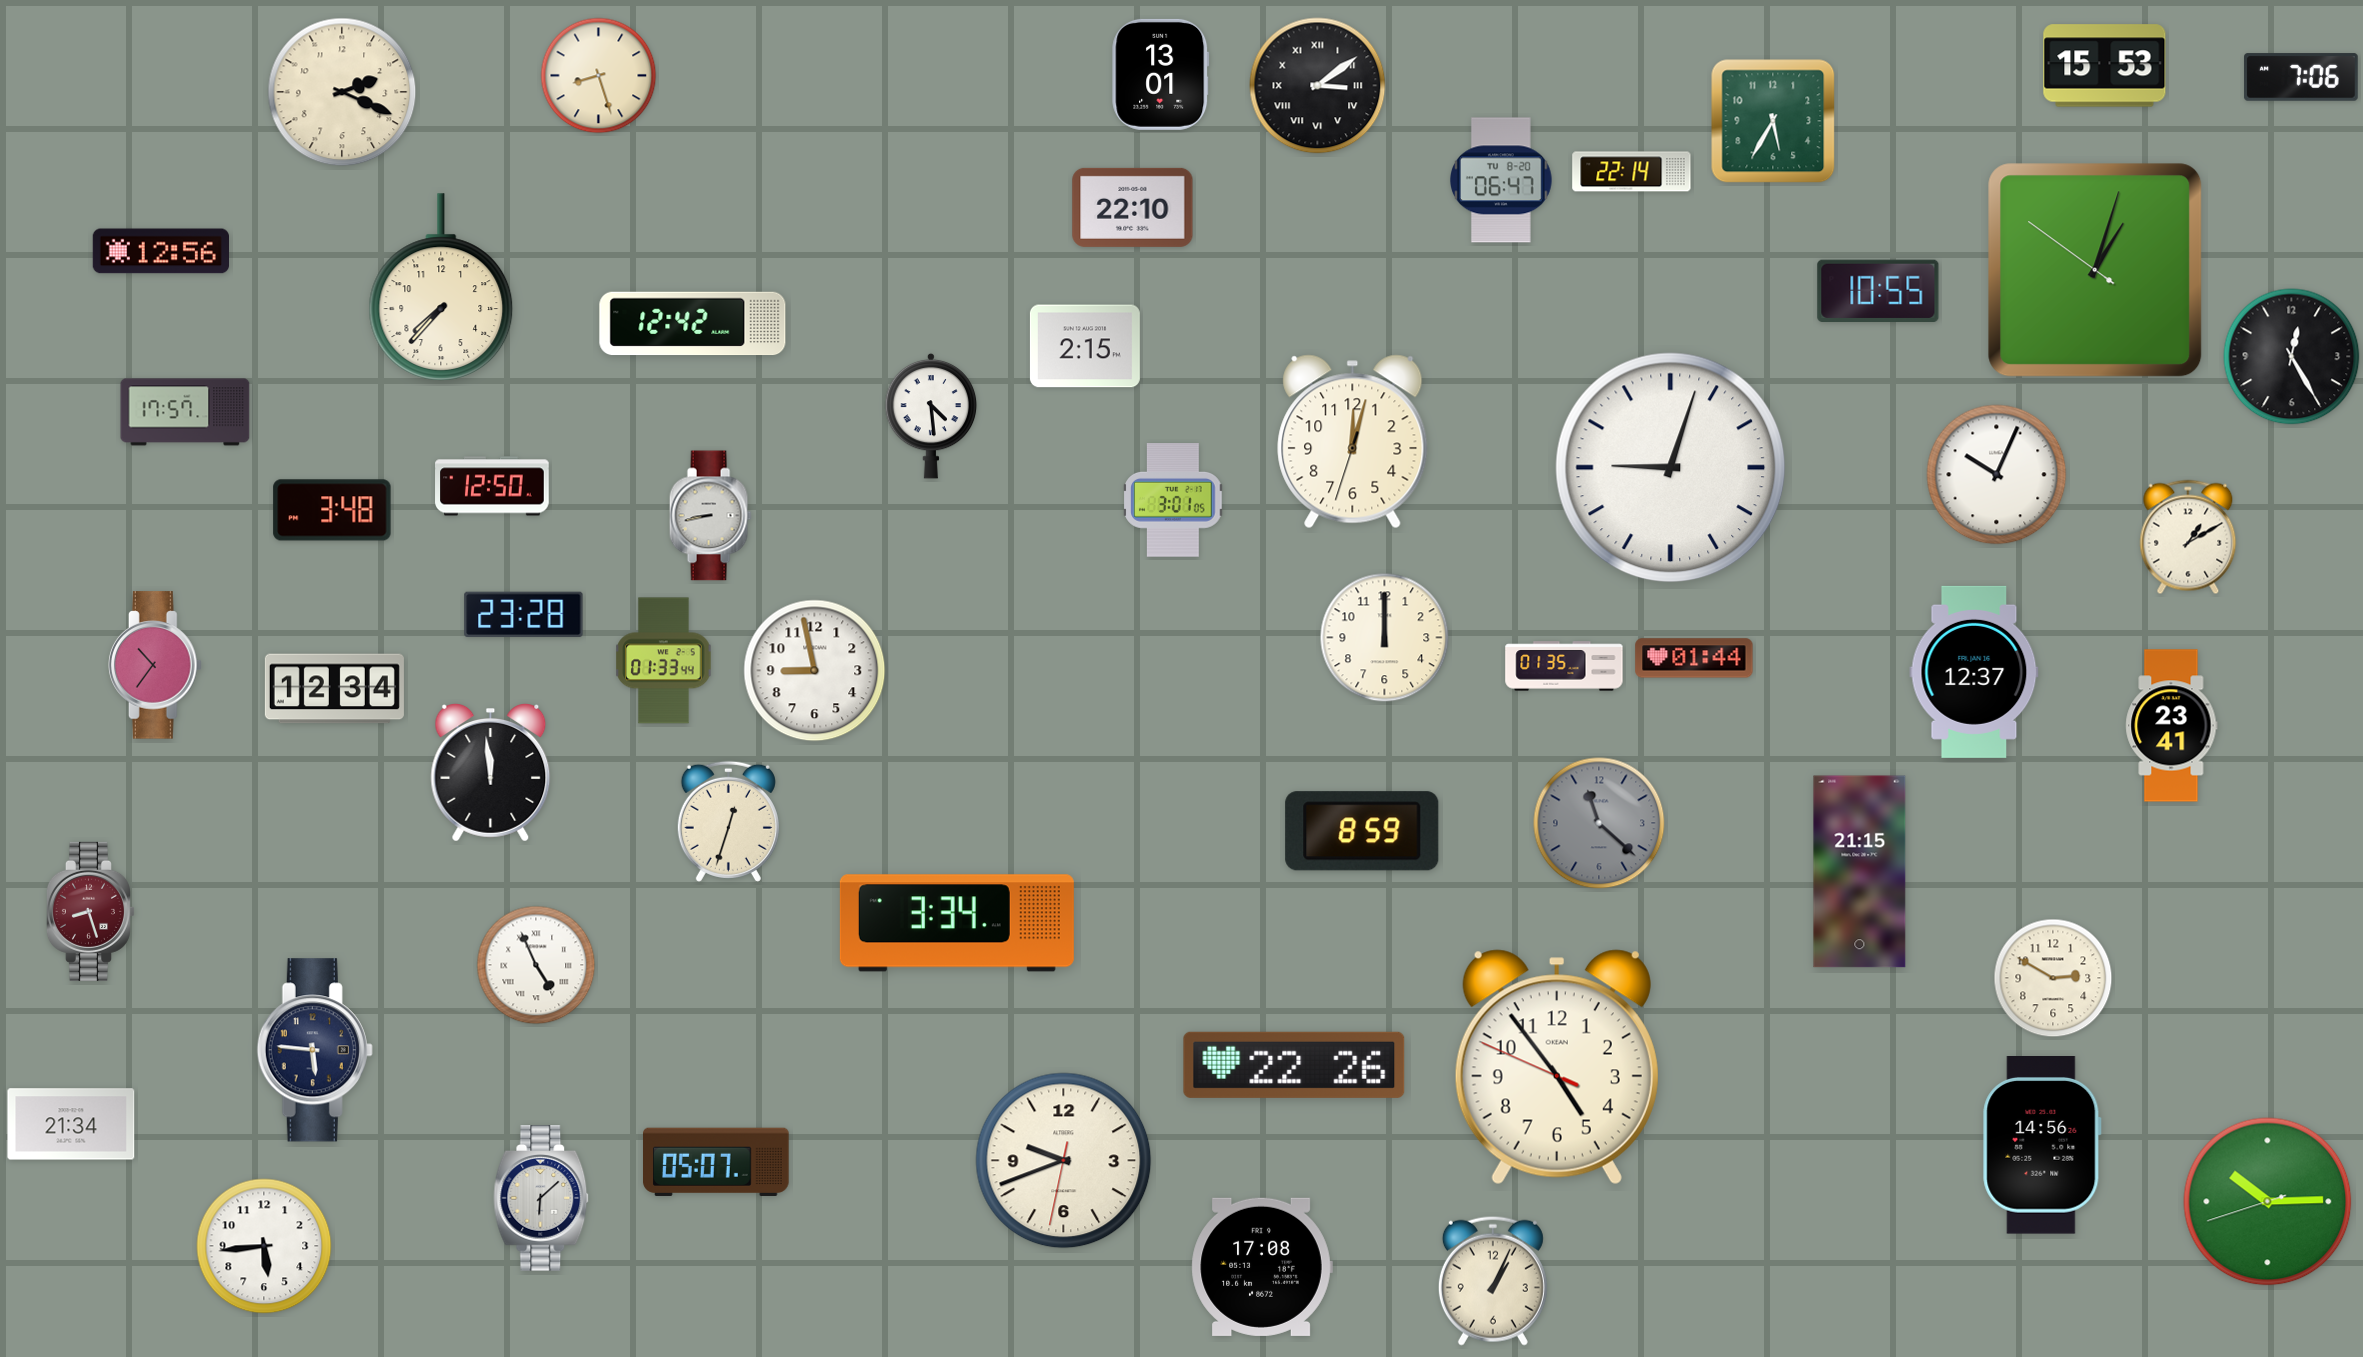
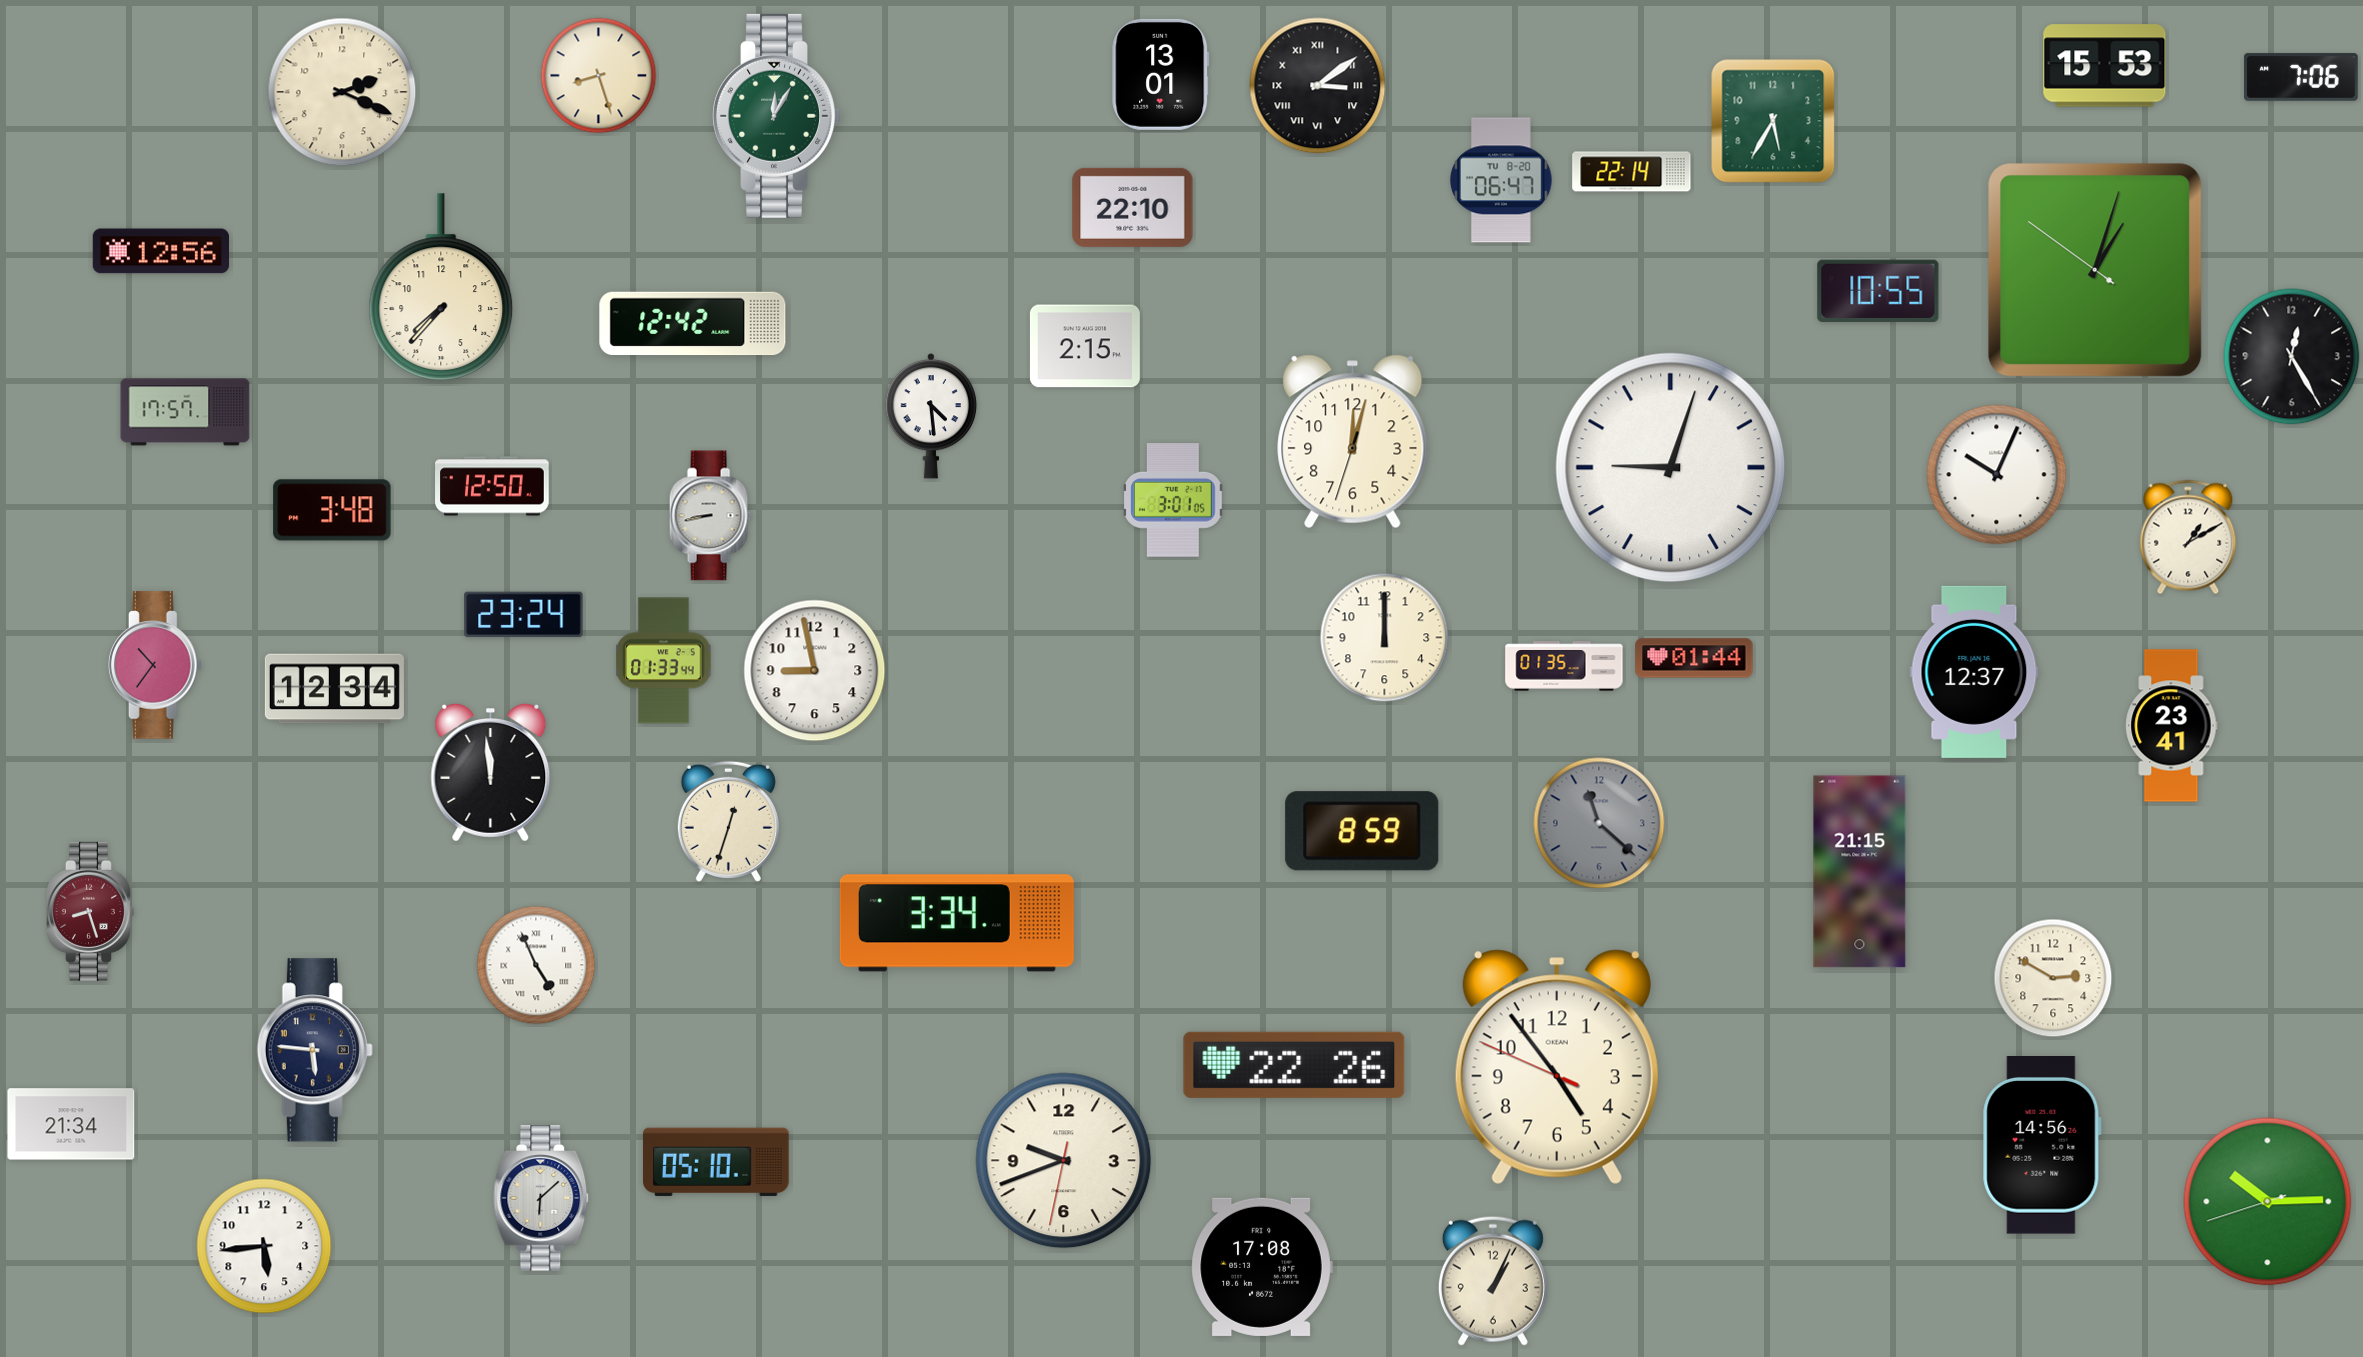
clock at (777, 116): none -> 12:05
clock at (524, 615): 23:28 -> 23:24
clock at (717, 1161): 05:07 -> 05:10
